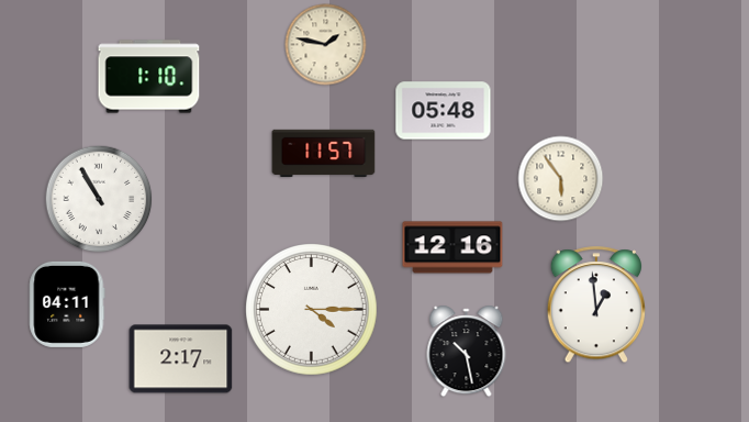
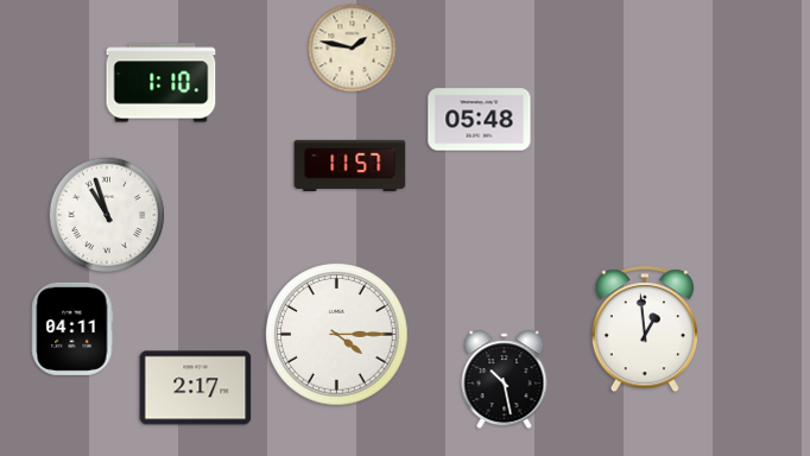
clock at (561, 179): 5:54 -> none
clock at (99, 199): 10:55 -> 10:57
clock at (452, 247): 12:16 -> none
